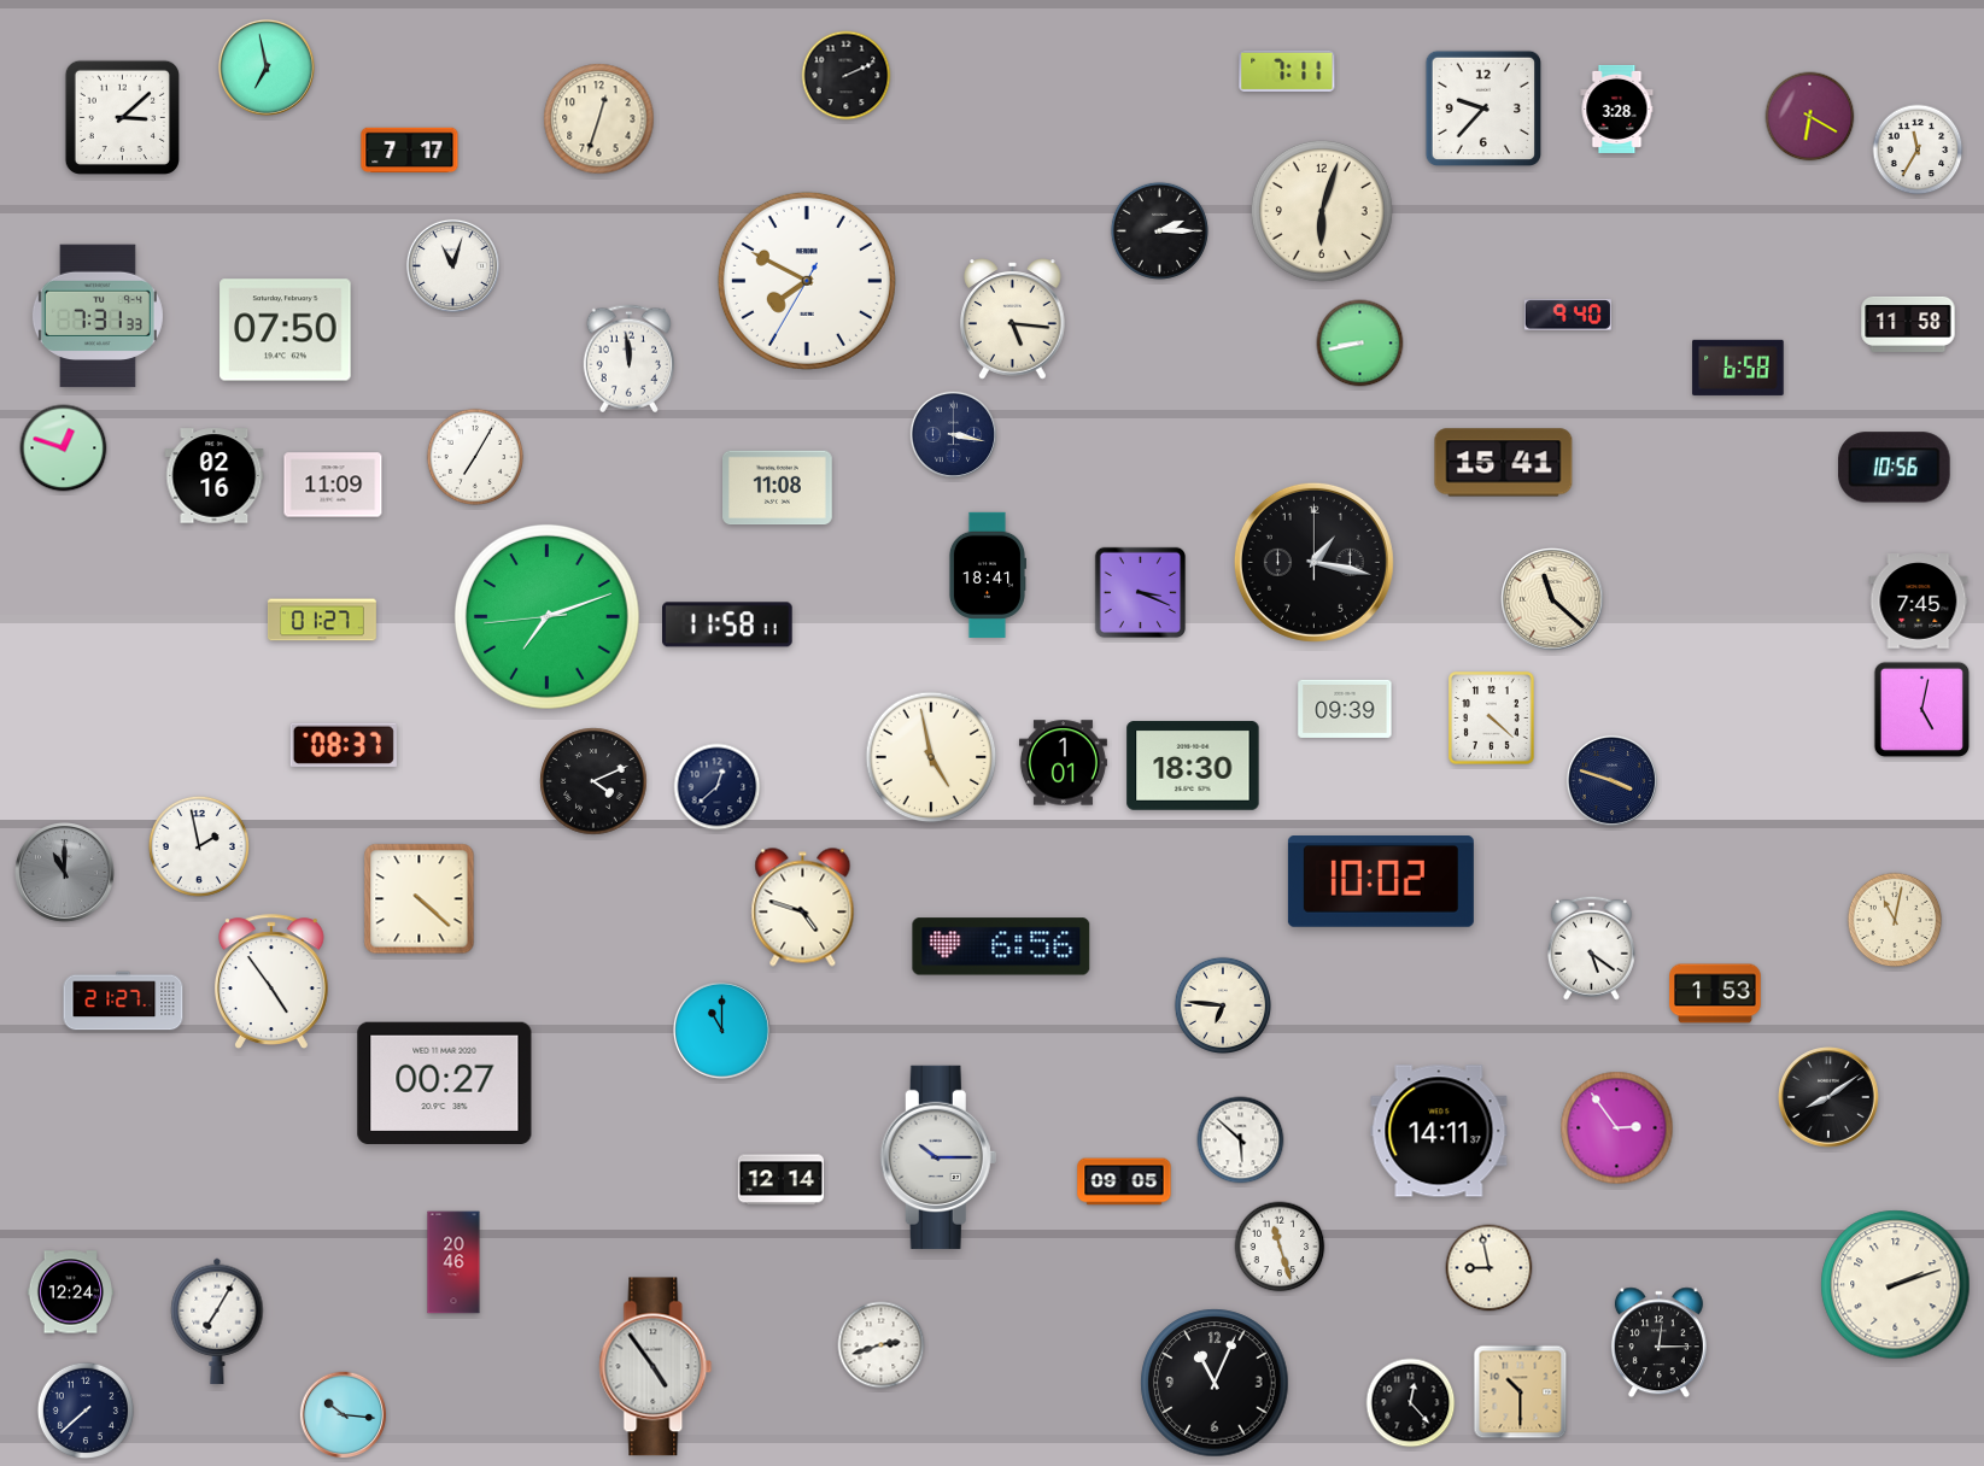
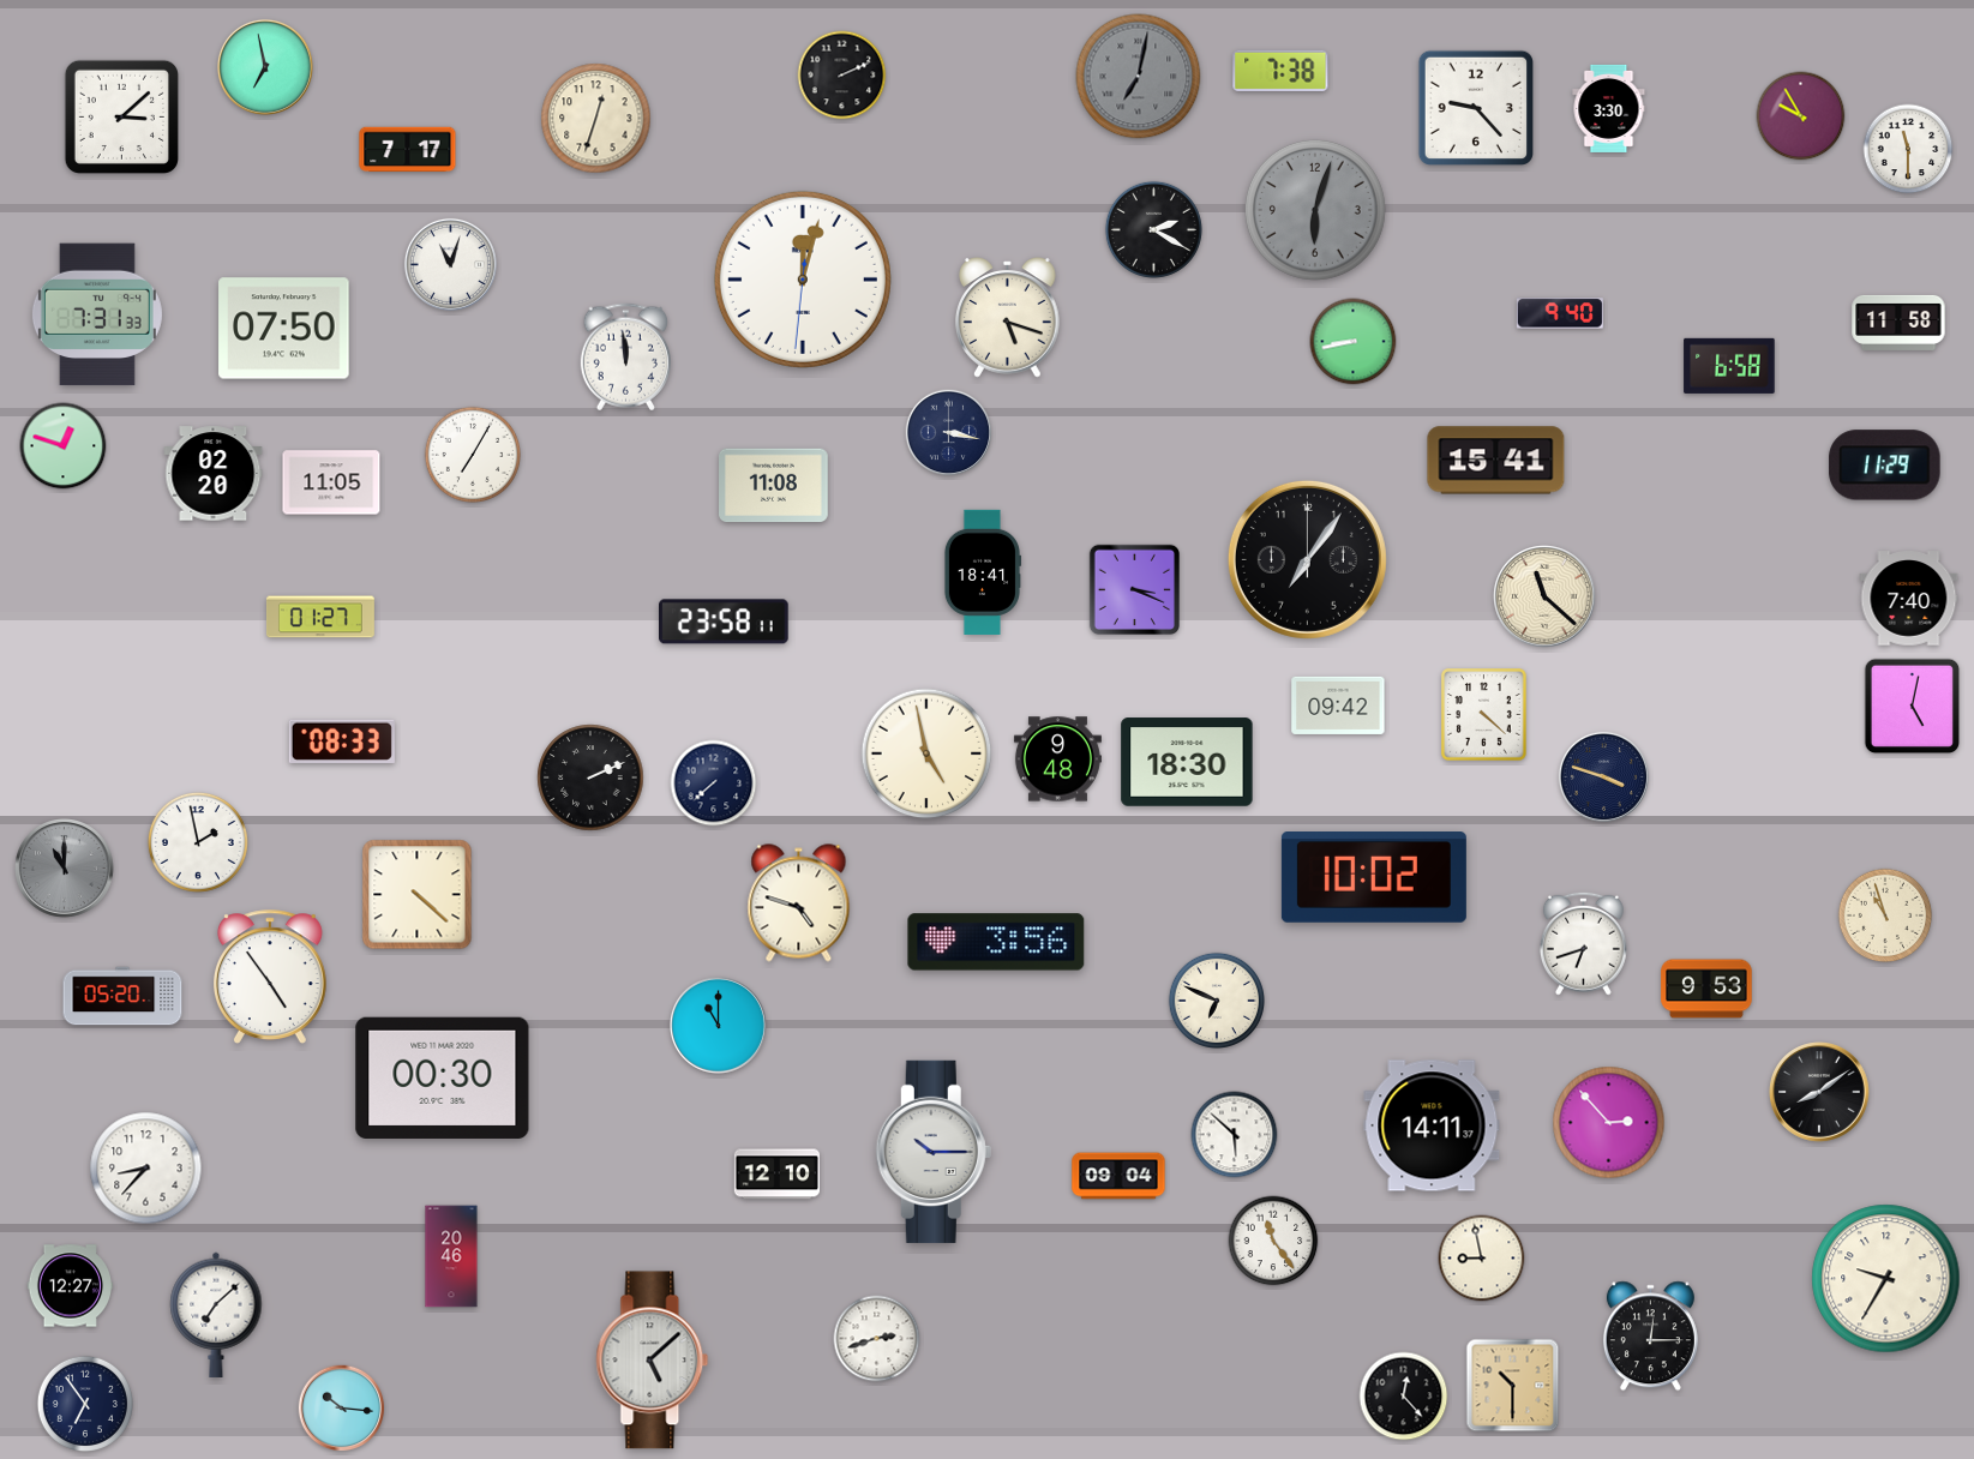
clock at (1287, 71): 7:11 -> 7:38
clock at (1139, 77): none -> 7:02
clock at (1482, 107): 9:37 -> 9:23
clock at (1617, 109): 3:28 -> 3:30
clock at (1810, 117): 6:20 -> 9:55
clock at (1918, 149): 11:35 -> 11:30
clock at (1322, 211) dial: cream -> grey
clock at (1159, 230): 2:15 -> 2:20
clock at (807, 281): 7:49 -> 12:02
clock at (1013, 319): 5:16 -> 5:18
clock at (1895, 468): 10:56 -> 11:29
clock at (215, 476): 02:16 -> 02:20
clock at (333, 485): 11:09 -> 11:05
clock at (1313, 562): 1:17 -> 7:06
clock at (1919, 602): 7:45 -> 7:40
clock at (548, 617): 7:11 -> none
clock at (728, 624): 11:58 -> 23:58
clock at (1345, 709): 09:39 -> 09:42
clock at (344, 745): 08:37 -> 08:33
clock at (1063, 763): 1:01 -> 9:48
clock at (593, 781): 4:11 -> 2:11
clock at (718, 787): 12:38 -> 7:38
clock at (1895, 920): 11:02 -> 10:57
clock at (1001, 946): 6:56 -> 3:56
clock at (1591, 948): 5:21 -> 6:42
clock at (1715, 993): 1:53 -> 9:53
clock at (123, 1001): 21:27 -> 05:20
clock at (1222, 1004): 6:46 -> 6:49
clock at (445, 1083): 00:27 -> 00:30
clock at (1617, 1128): 2:54 -> 2:53
clock at (146, 1169): none -> 8:37
clock at (780, 1180): 12:14 -> 12:10
clock at (1124, 1181): 09:05 -> 09:04
clock at (1280, 1247): 11:27 -> 11:24
clock at (1490, 1268) position: (1490, 1268) -> (1482, 1259)
clock at (1896, 1285): 2:12 -> 9:35
clock at (71, 1292): 12:24 -> 12:27
clock at (217, 1321): 7:05 -> 7:08
clock at (656, 1367): 4:54 -> 5:08
clock at (1215, 1383): 11:04 -> none
clock at (84, 1409): 7:38 -> 6:54
